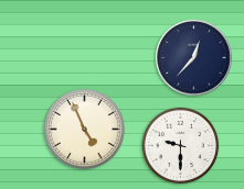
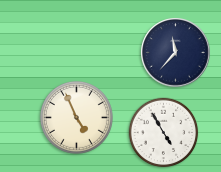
clock at (194, 58): 12:37 -> 11:37
clock at (181, 146): 9:30 -> 4:55
